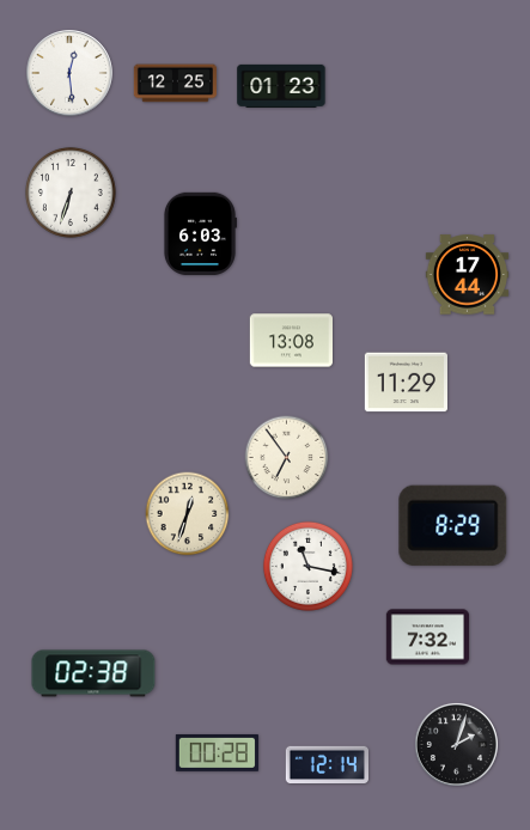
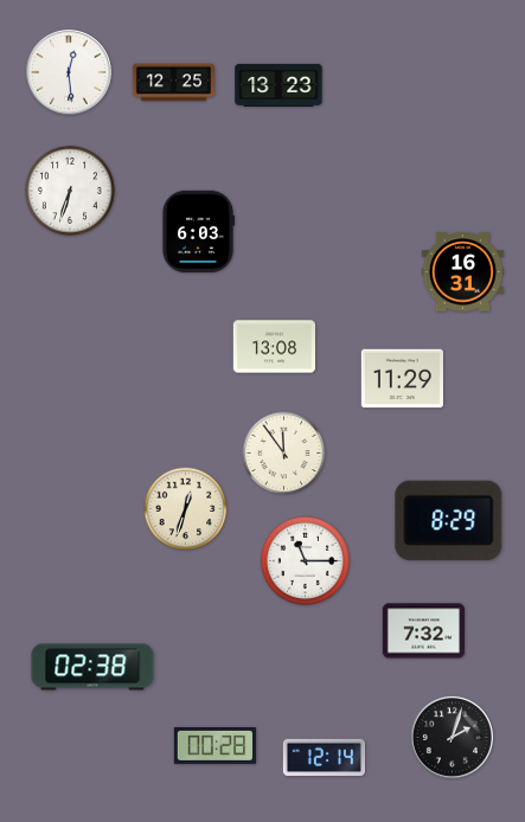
clock at (281, 86): 01:23 -> 13:23
clock at (467, 275): 17:44 -> 16:31
clock at (291, 341) position: (291, 341) -> (274, 347)
clock at (287, 458): 6:54 -> 11:54
clock at (307, 566): 11:17 -> 11:15
